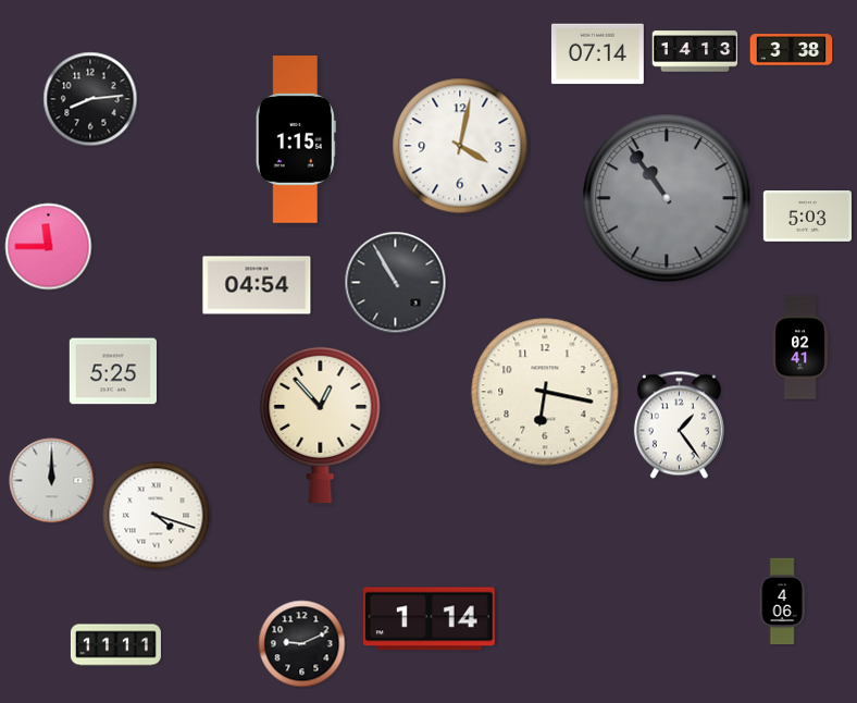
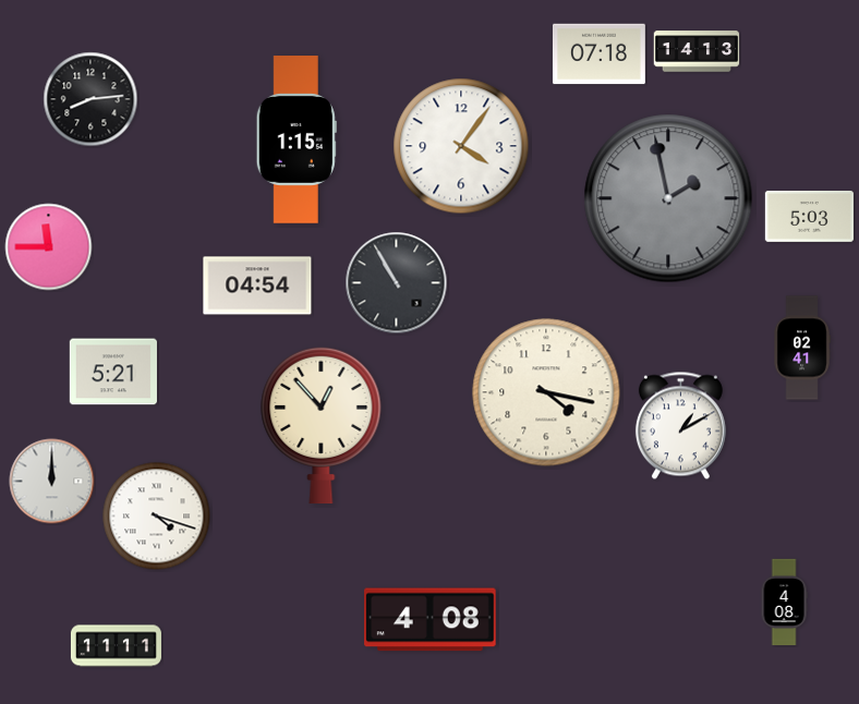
clock at (792, 50): 3:38 -> none
clock at (597, 54): 07:14 -> 07:18
clock at (460, 146): 4:02 -> 4:06
clock at (667, 198): 10:54 -> 1:58
clock at (113, 371): 5:25 -> 5:21
clock at (545, 392): 6:17 -> 4:17
clock at (679, 425): 1:24 -> 1:10
clock at (782, 602): 4:06 -> 4:08
clock at (430, 619): 1:14 -> 4:08
clock at (302, 644): 9:11 -> none
